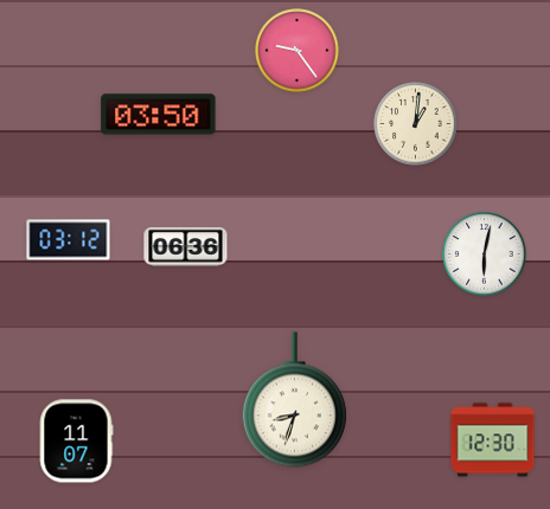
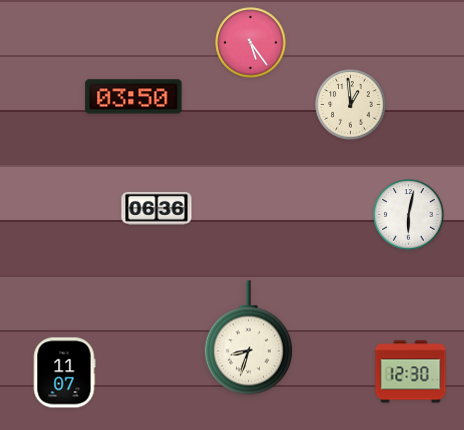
clock at (298, 51): 9:24 -> 5:24
clock at (416, 124): 1:01 -> 12:59
clock at (69, 240): 03:12 -> none
clock at (493, 440) position: (493, 440) -> (411, 372)
